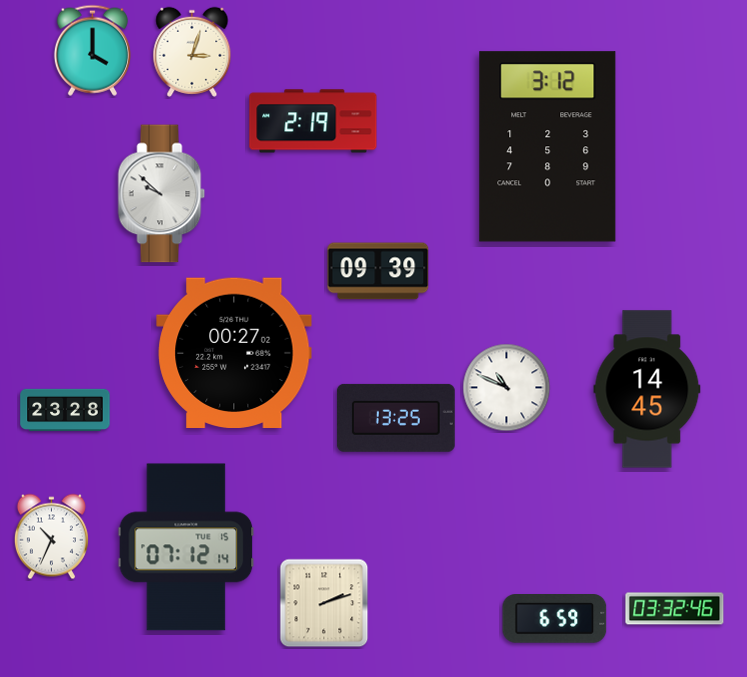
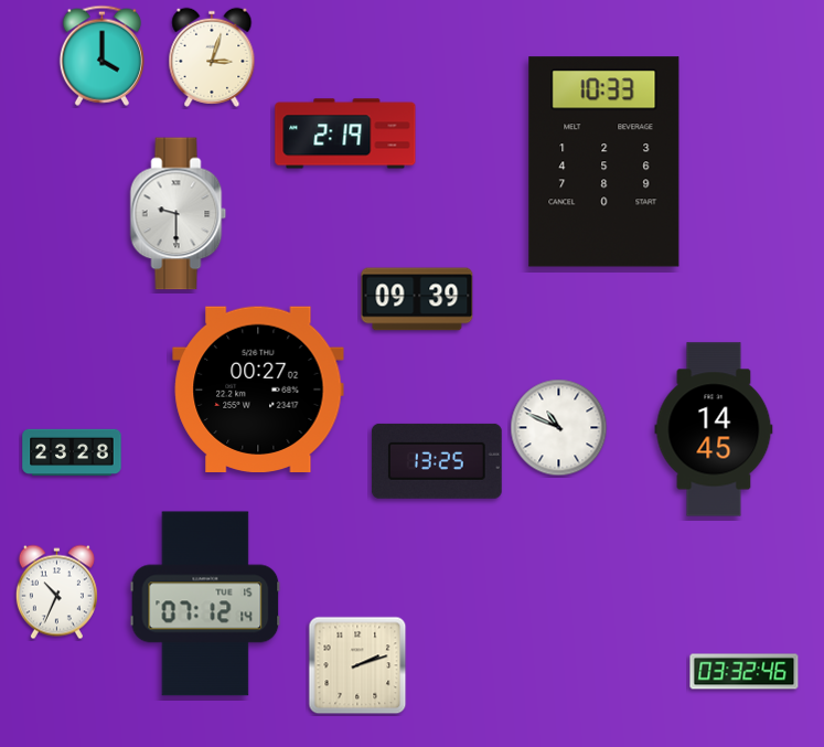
clock at (548, 147): 3:12 -> 10:33
clock at (162, 194): 9:52 -> 9:30
clock at (555, 619): 6:59 -> none
